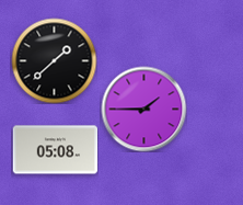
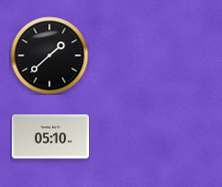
clock at (143, 109): 1:45 -> none
clock at (55, 150): 05:08 -> 05:10
